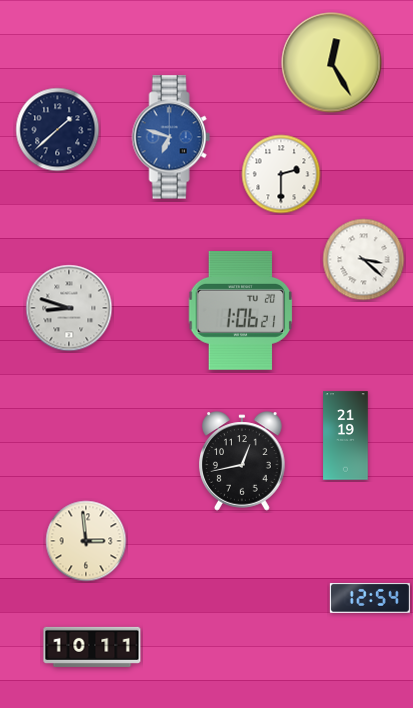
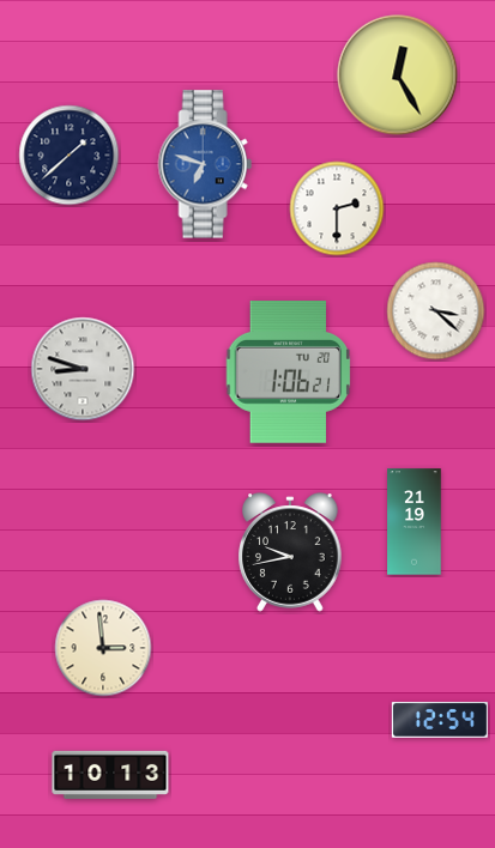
clock at (242, 461): 12:43 -> 9:43
clock at (370, 598) position: (370, 598) -> (440, 720)
clock at (92, 647): 10:11 -> 10:13
